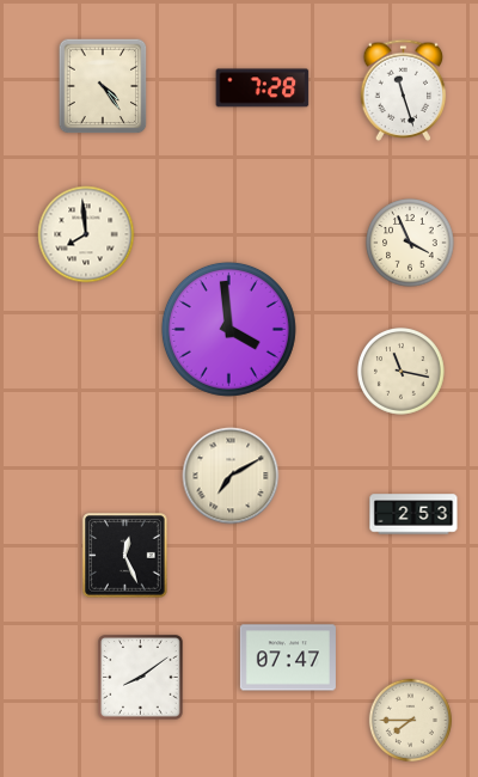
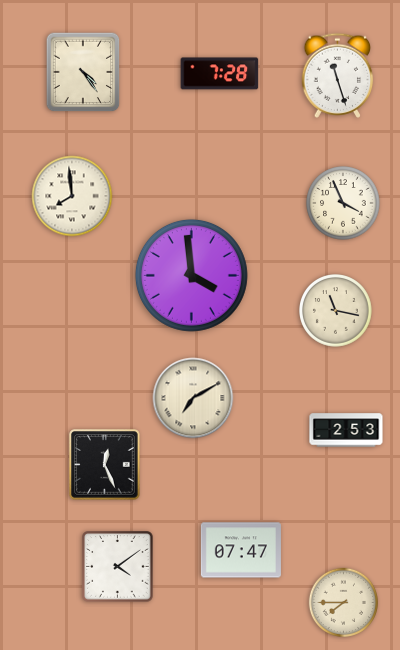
clock at (103, 86) position: (103, 86) -> (83, 72)
clock at (141, 678): 8:09 -> 4:09
